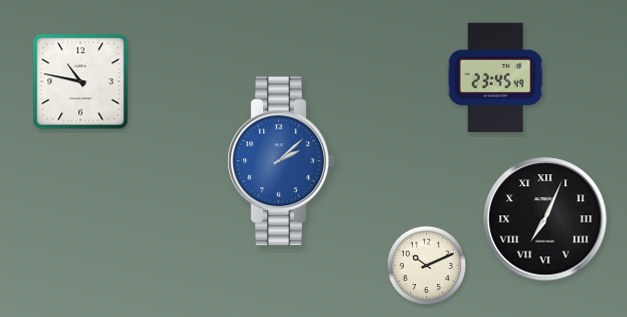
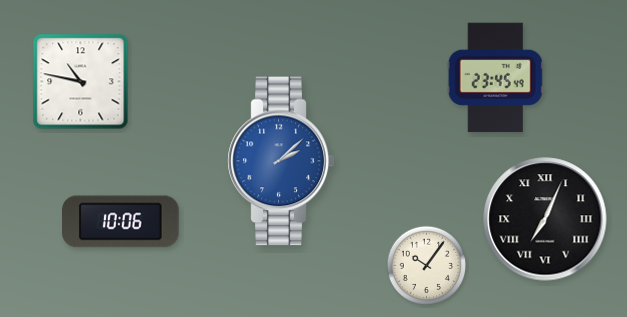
clock at (121, 222): none -> 10:06
clock at (427, 266): 10:11 -> 10:06
